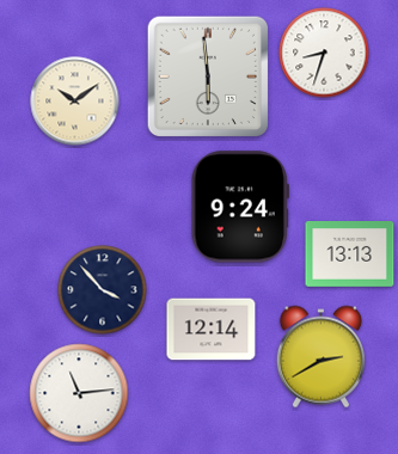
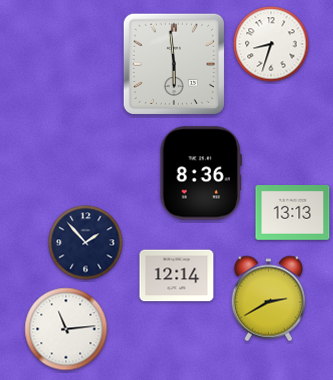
clock at (75, 102): 10:09 -> none
clock at (240, 207): 9:24 -> 8:36
clock at (103, 290): 3:53 -> 1:53
